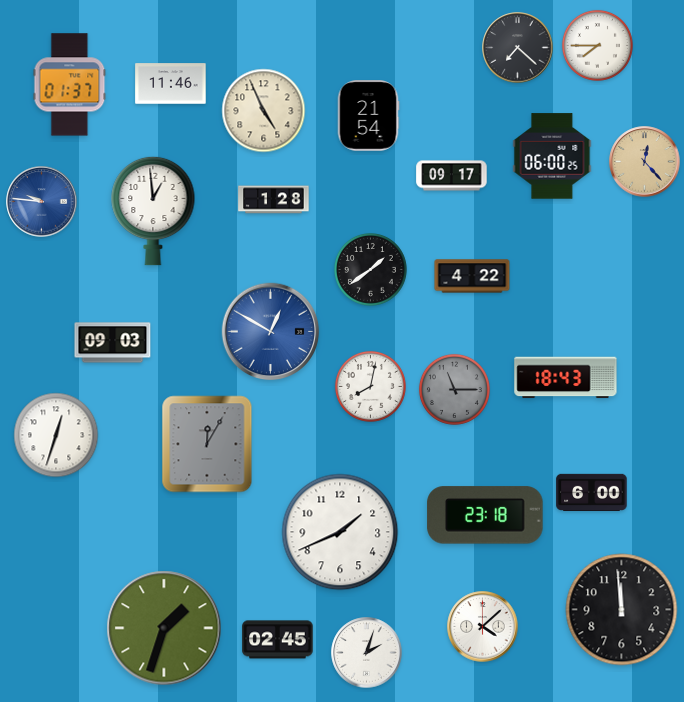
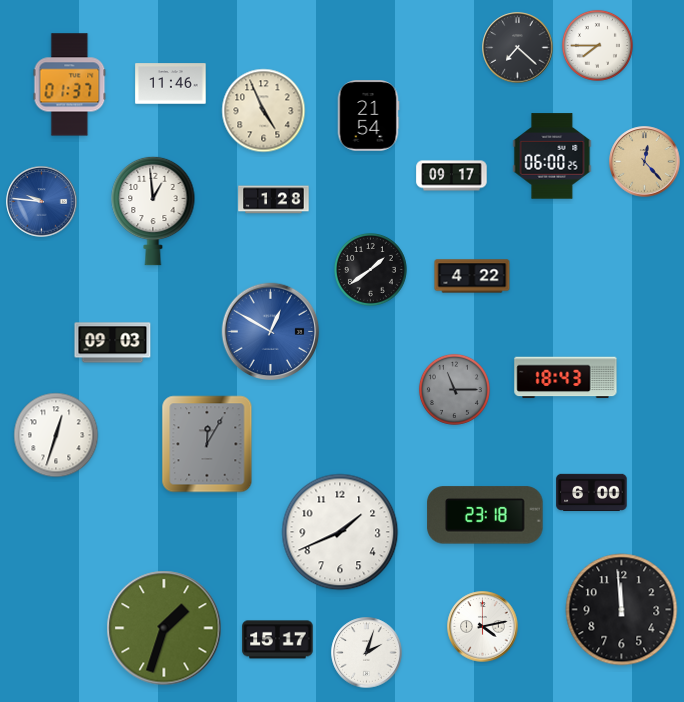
clock at (370, 386): 8:02 -> none
clock at (483, 627): 4:08 -> 4:13
clock at (278, 640): 02:45 -> 15:17
